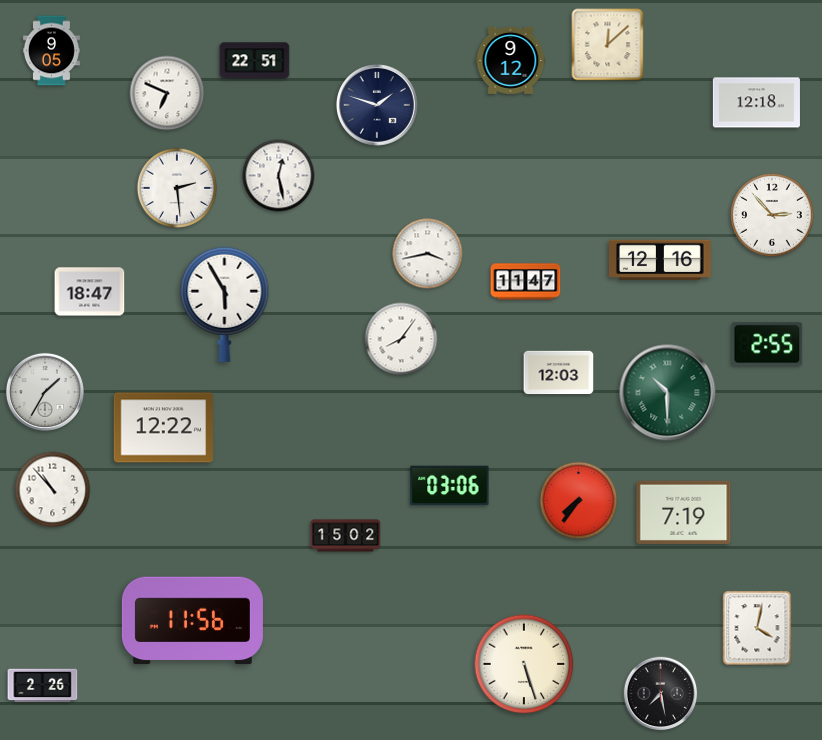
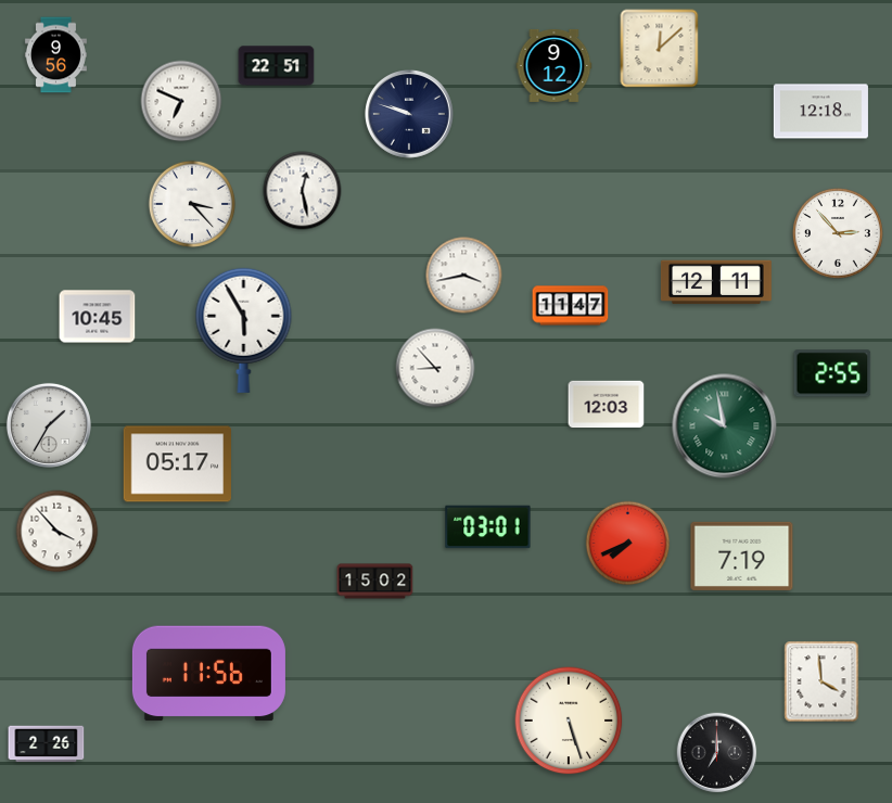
clock at (51, 51): 9:05 -> 9:56
clock at (378, 106): 1:48 -> 9:48
clock at (177, 188): 2:29 -> 3:23
clock at (660, 260): 12:16 -> 12:11
clock at (90, 292): 18:47 -> 10:45
clock at (401, 339): 8:06 -> 8:53
clock at (668, 393): 10:30 -> 9:58
clock at (163, 428): 12:22 -> 05:17
clock at (450, 486): 03:06 -> 03:01
clock at (53, 490): 10:53 -> 3:53
clock at (579, 501): 7:36 -> 7:41
clock at (757, 628): 4:02 -> 3:59
clock at (661, 694): 7:28 -> 7:00
